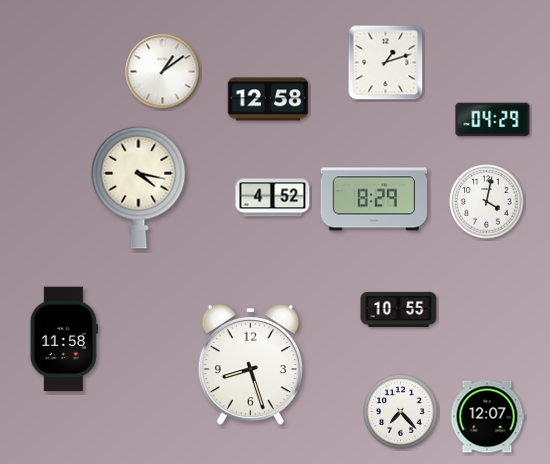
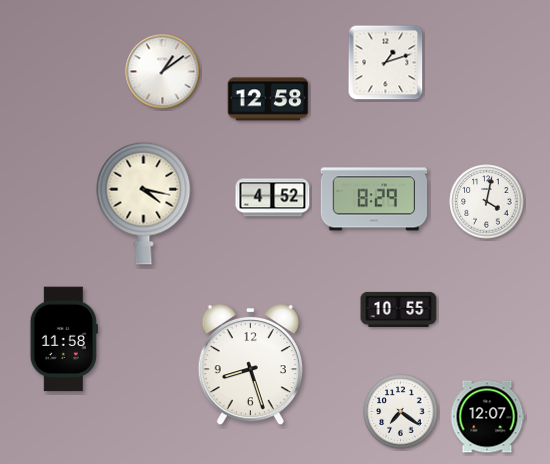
clock at (493, 120): 04:29 -> none
clock at (139, 187) position: (139, 187) -> (144, 203)
clock at (401, 412): 7:23 -> 7:21
